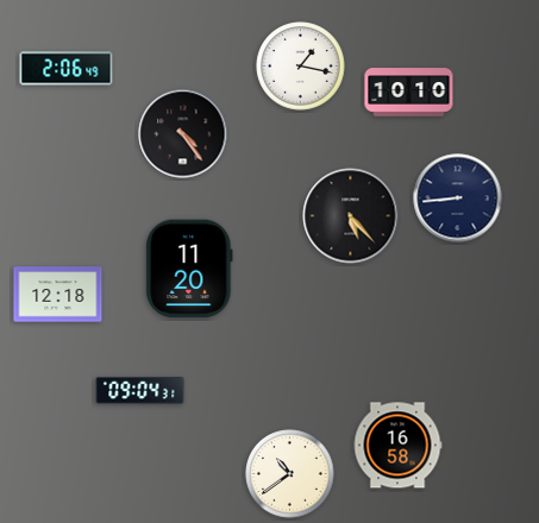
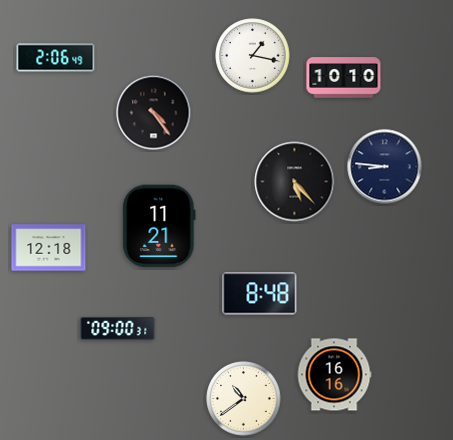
clock at (458, 199): 8:44 -> 8:46
clock at (189, 269): 11:20 -> 11:21
clock at (260, 294): none -> 8:48
clock at (140, 391): 09:04 -> 09:00
clock at (397, 446): 16:58 -> 16:16
